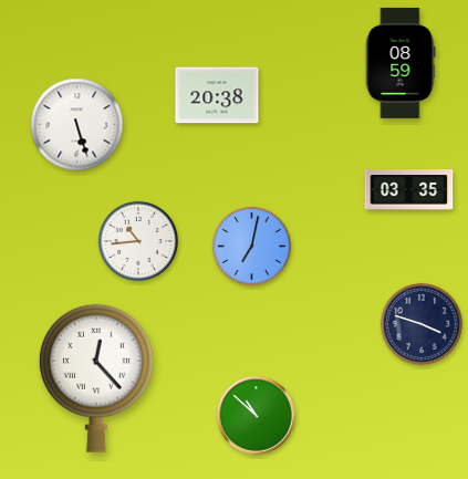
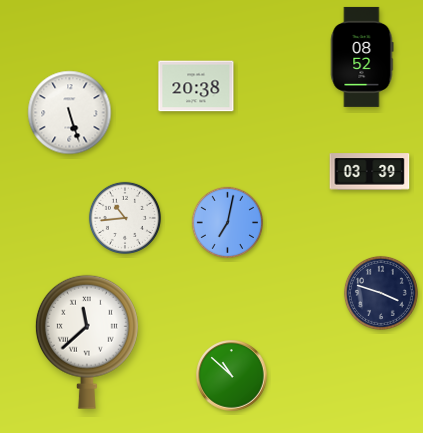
clock at (401, 63): 08:59 -> 08:52
clock at (409, 190): 03:35 -> 03:39
clock at (96, 378): 12:23 -> 11:38
